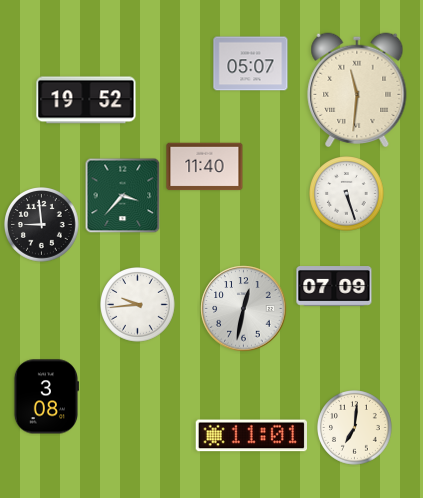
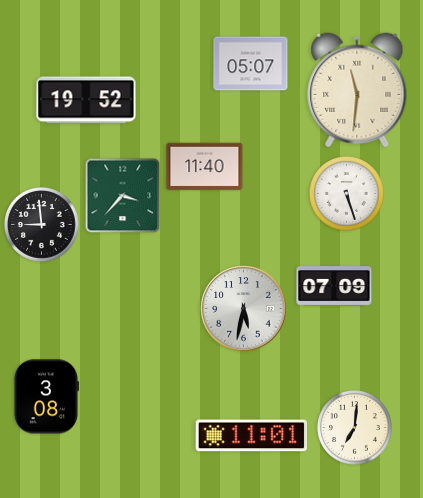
clock at (138, 305): 9:44 -> none
clock at (244, 309): 12:32 -> 5:32
